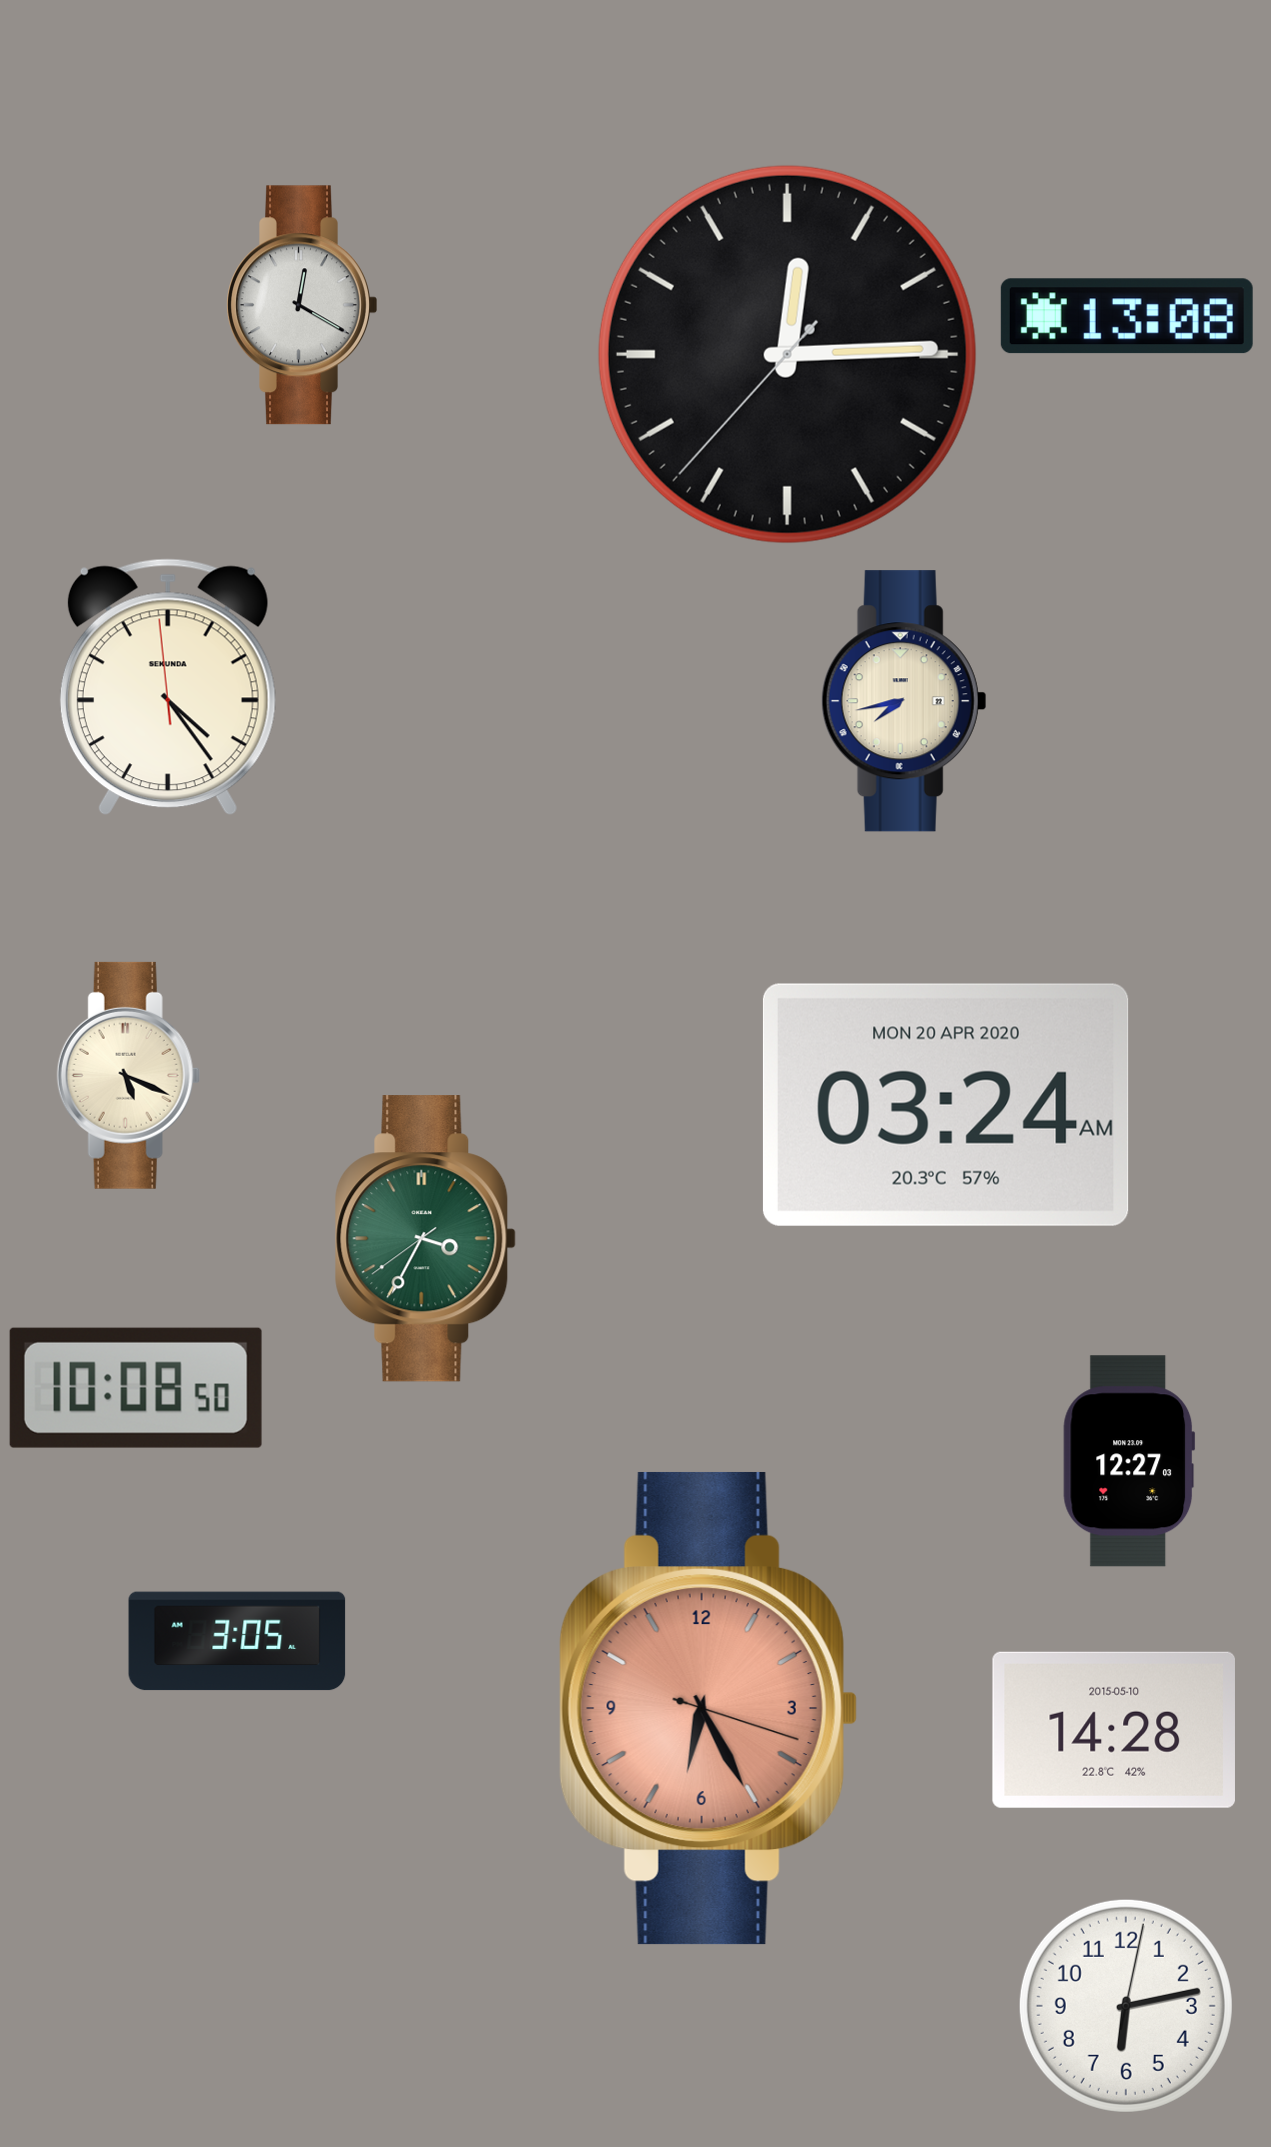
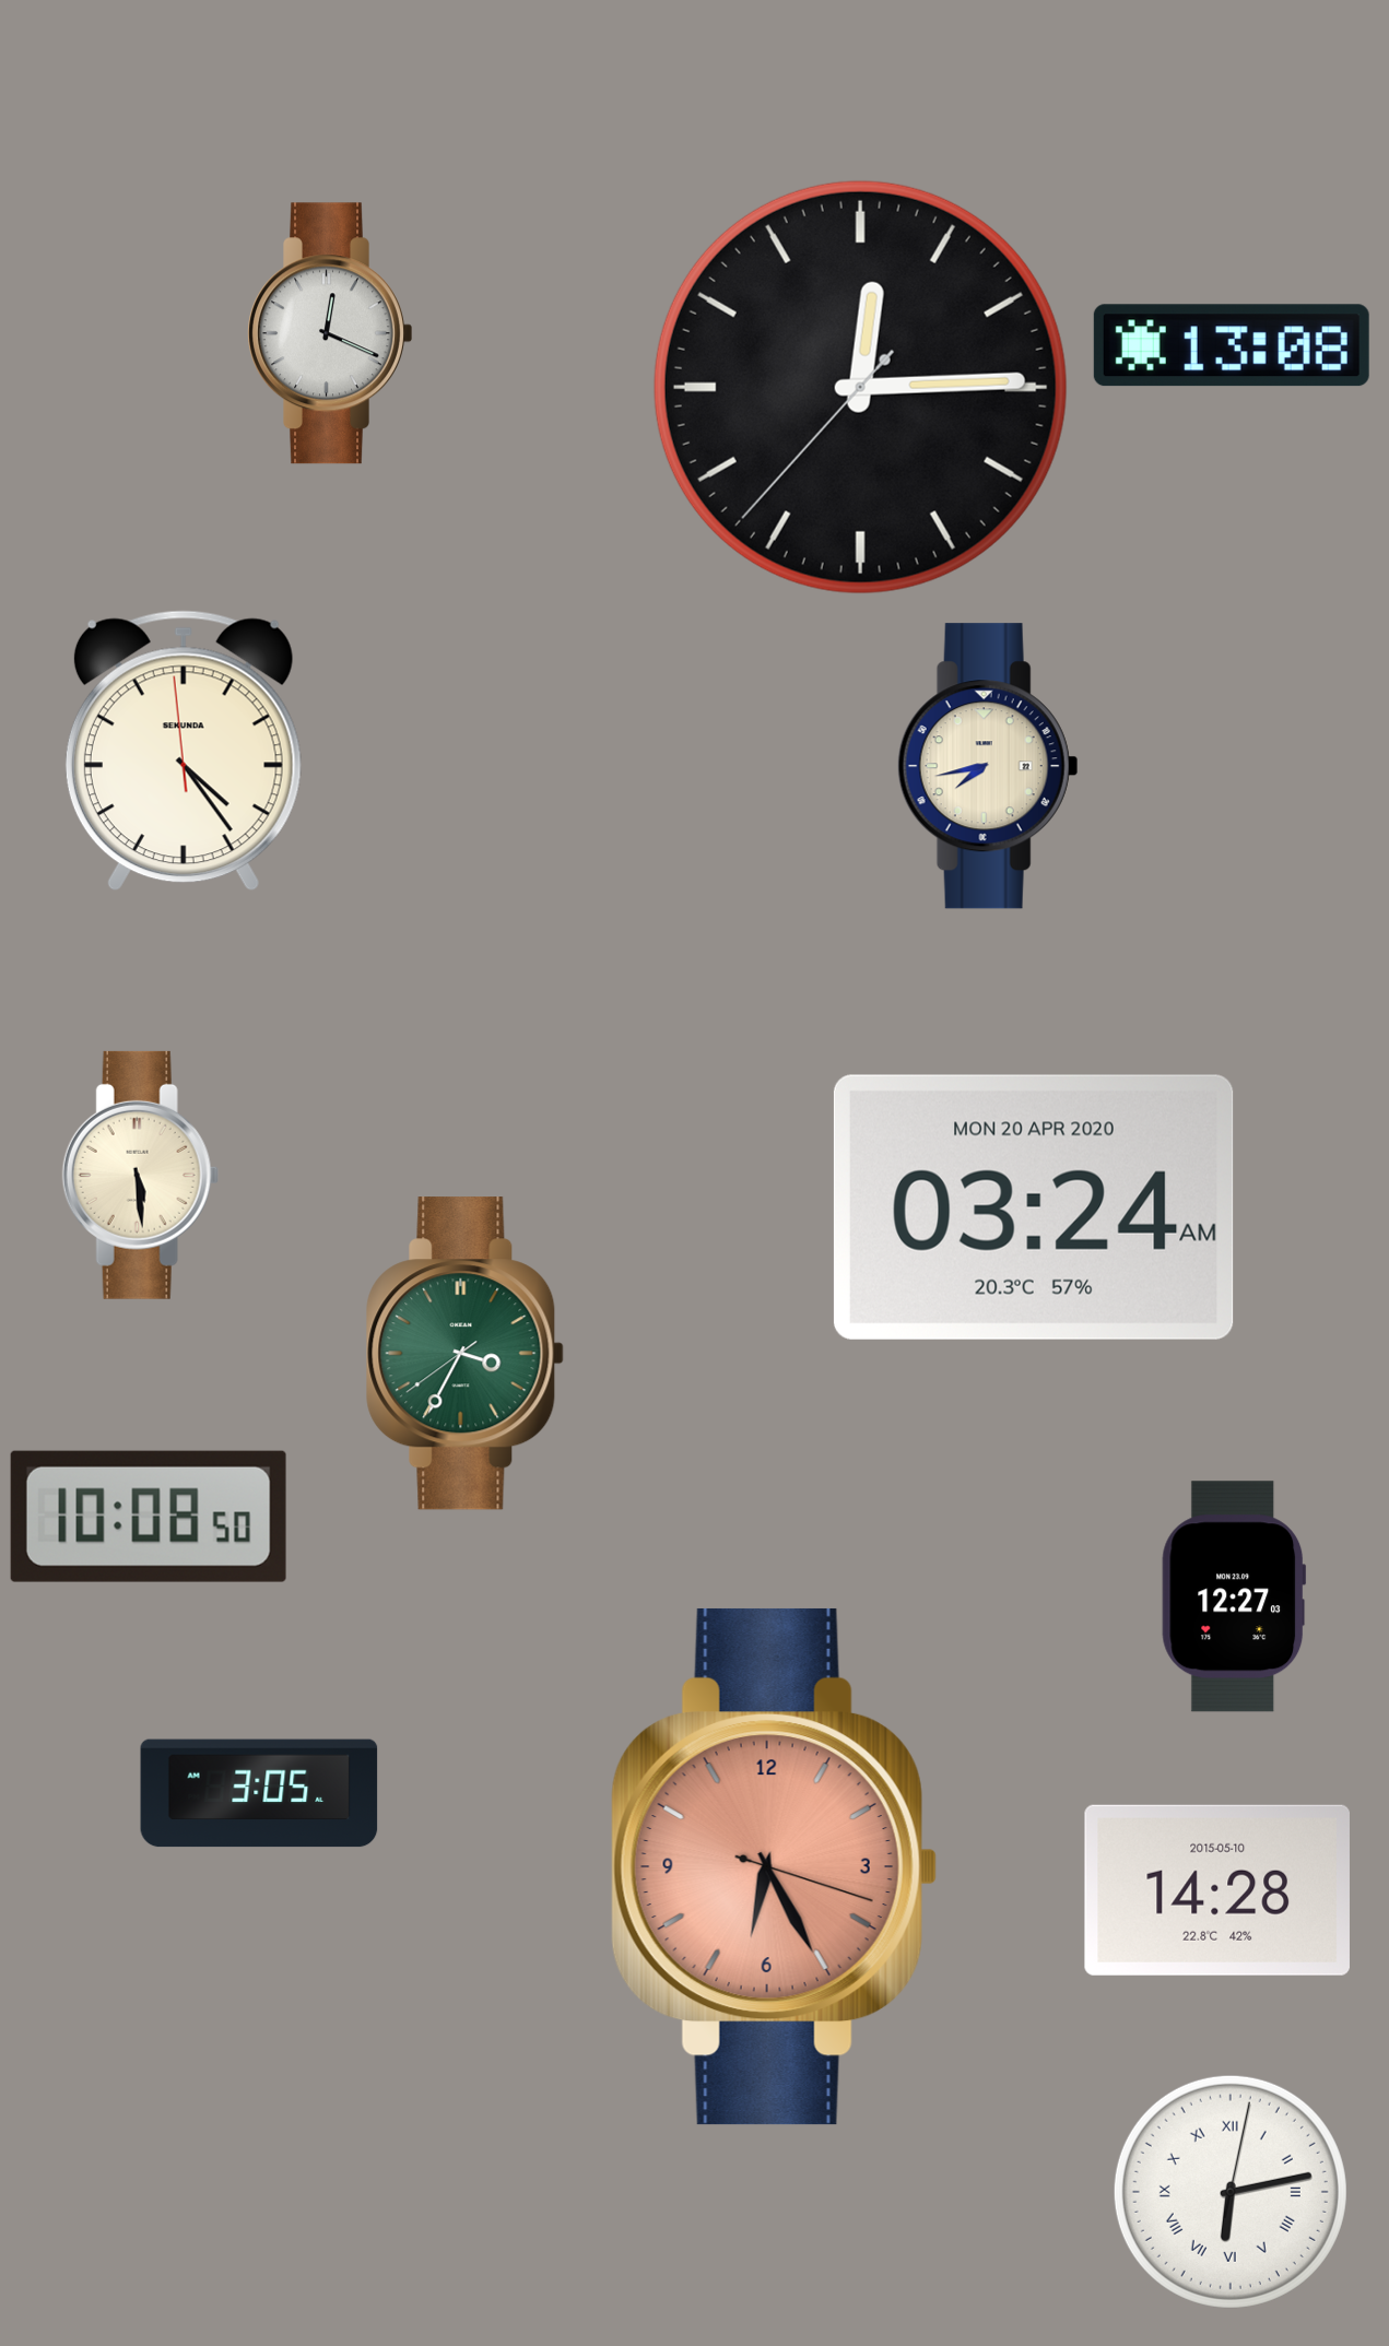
clock at (302, 305): 12:20 -> 12:19
clock at (128, 1075): 5:19 -> 5:29
clock at (1126, 2006) numerals: Arabic -> Roman
